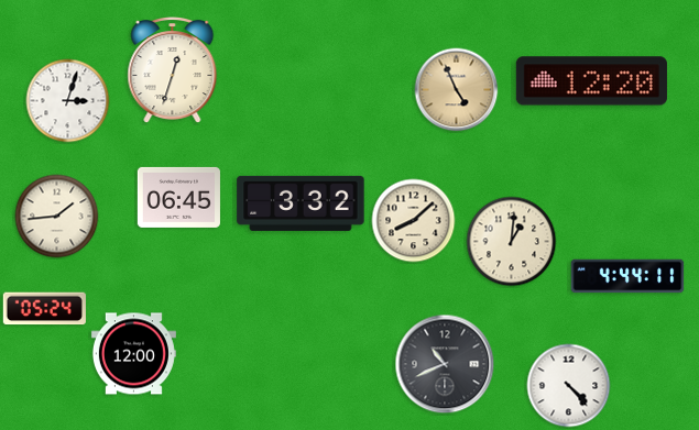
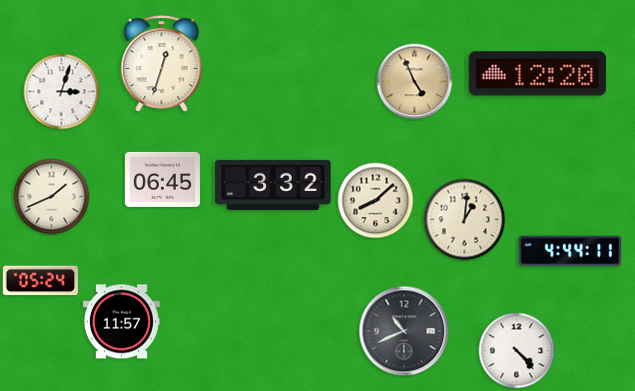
clock at (173, 70) position: (173, 70) -> (162, 64)
clock at (57, 217): 1:44 -> 1:41
clock at (133, 354): 12:00 -> 11:57
